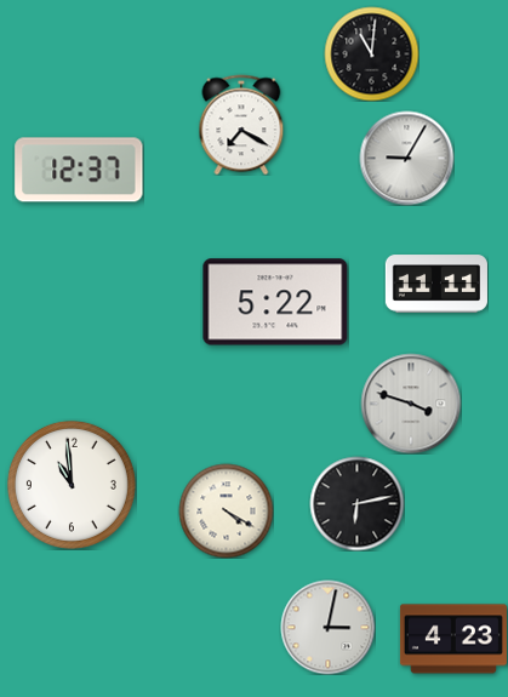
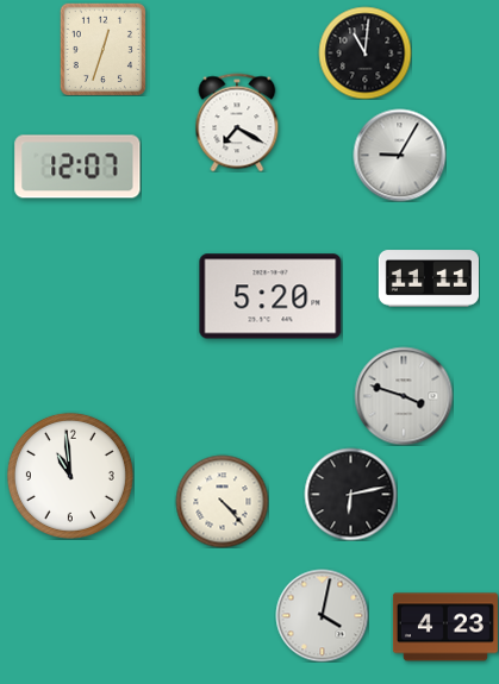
clock at (102, 49): none -> 12:33
clock at (79, 170): 12:37 -> 12:07
clock at (275, 302): 5:22 -> 5:20
clock at (226, 510): 4:20 -> 4:23
clock at (327, 627): 3:02 -> 4:02
